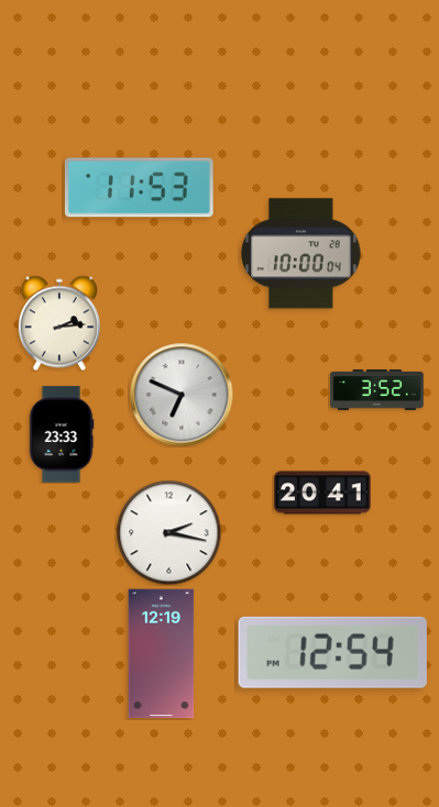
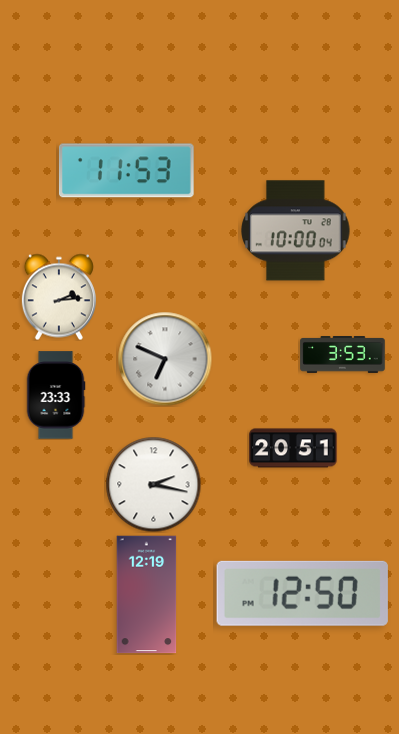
clock at (301, 254) position: (301, 254) -> (296, 231)
clock at (59, 323) position: (59, 323) -> (59, 297)
clock at (377, 390): 3:52 -> 3:53
clock at (322, 493): 20:41 -> 20:51
clock at (332, 652): 12:54 -> 12:50
